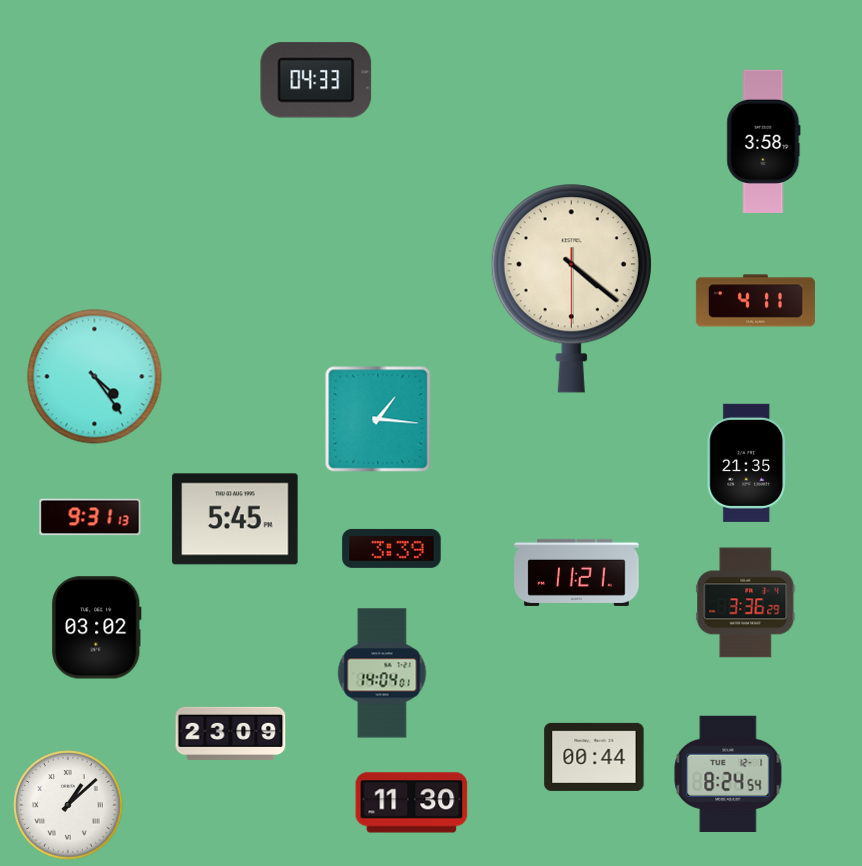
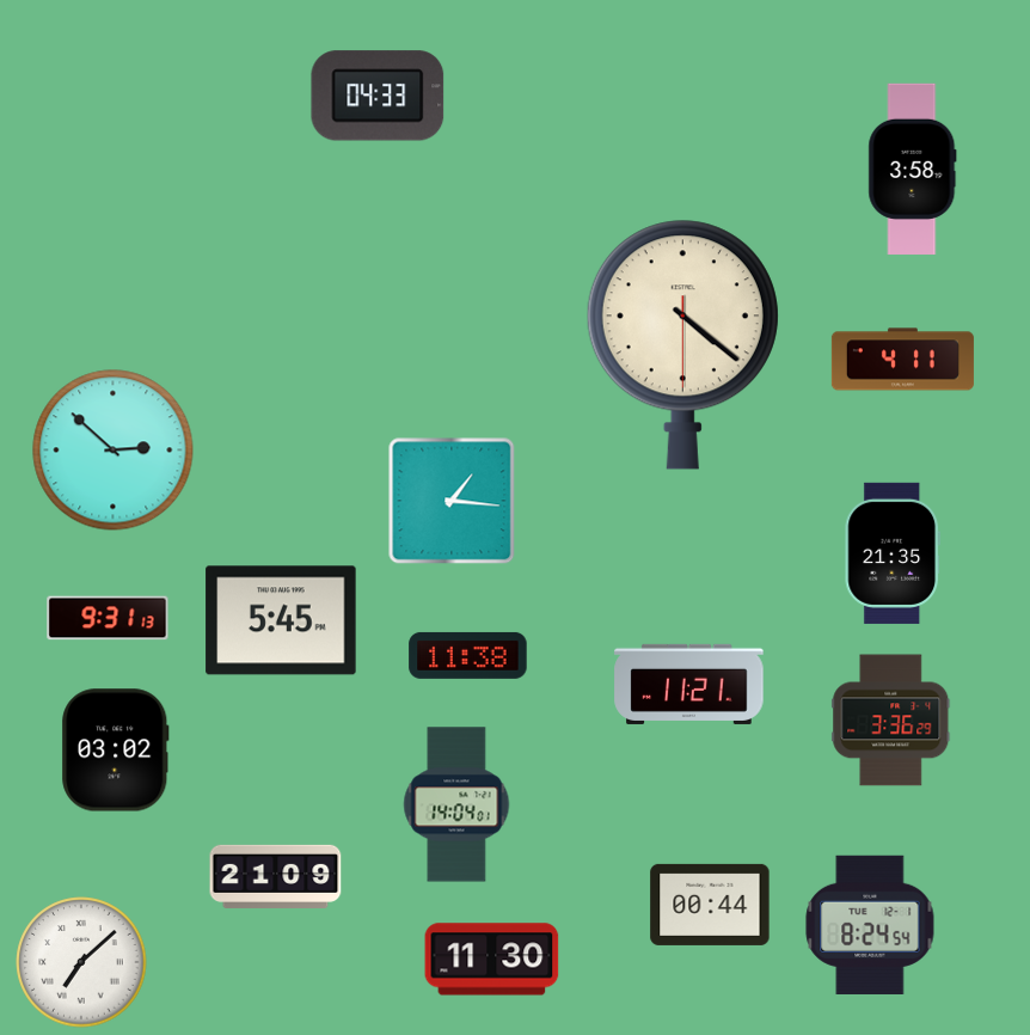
clock at (95, 377): 4:24 -> 2:52
clock at (392, 548): 3:39 -> 11:38
clock at (231, 733): 23:09 -> 21:09
clock at (68, 805): 1:08 -> 7:08
